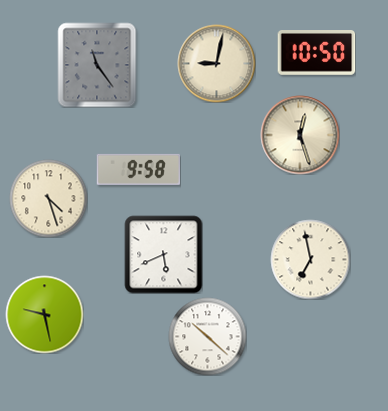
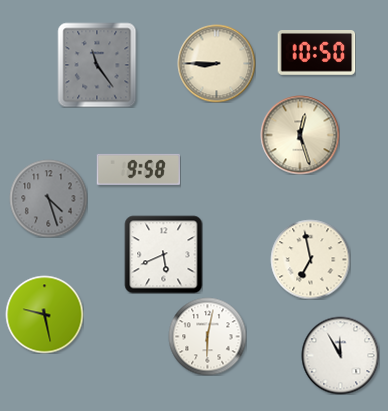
clock at (216, 63): 9:02 -> 8:45
clock at (48, 198) dial: cream -> grey
clock at (207, 336): 10:22 -> 6:02
clock at (340, 355): none -> 11:55
